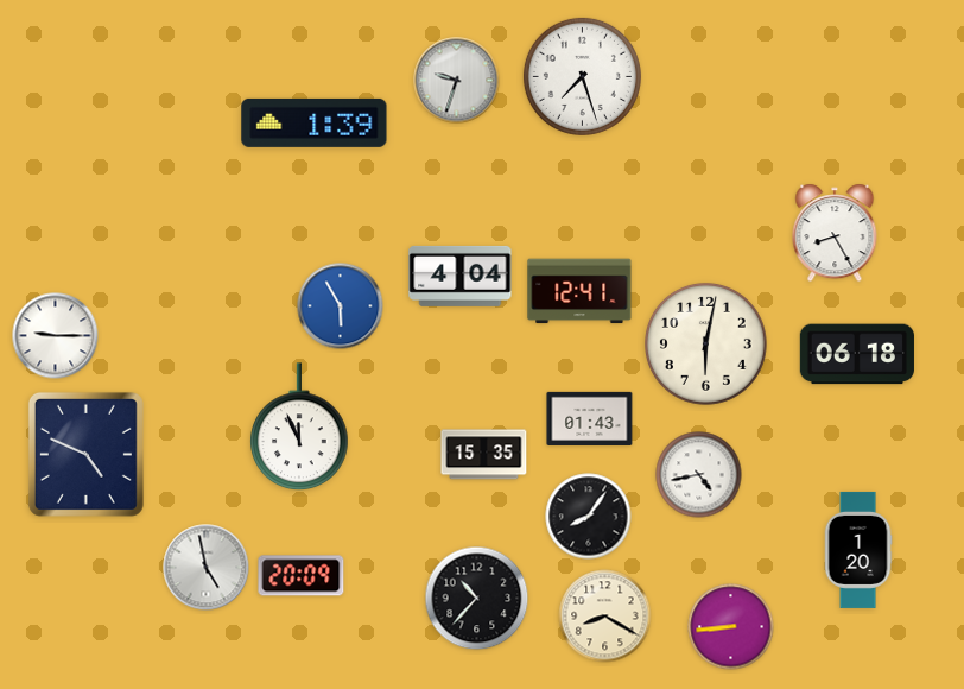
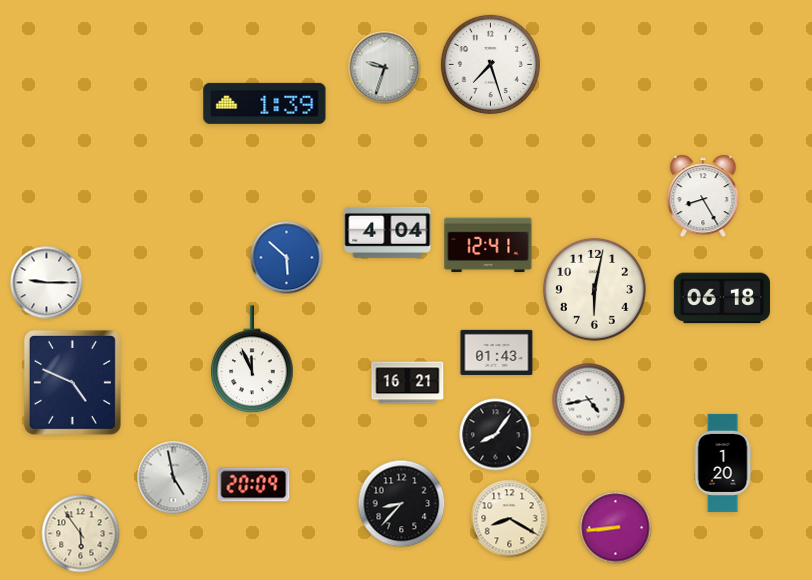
clock at (341, 306): 5:55 -> 5:52
clock at (484, 455): 15:35 -> 16:21
clock at (477, 599): 10:37 -> 8:37
clock at (81, 534): none -> 5:54
